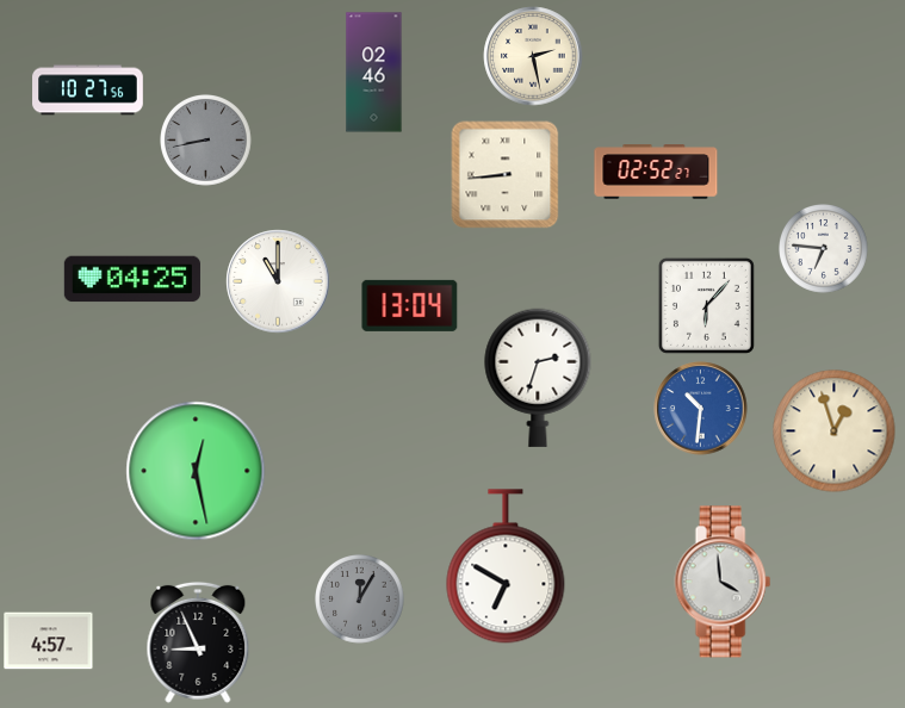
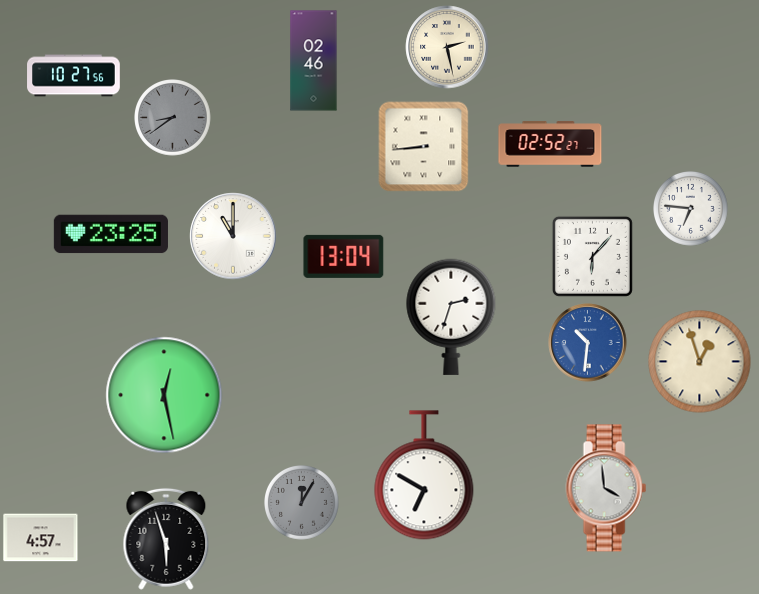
clock at (206, 141): 8:43 -> 8:39
clock at (132, 279): 04:25 -> 23:25
clock at (198, 642): 8:56 -> 5:57
